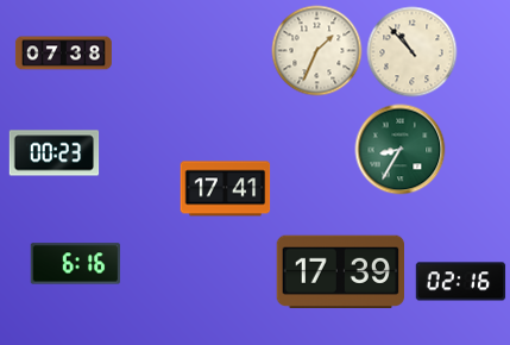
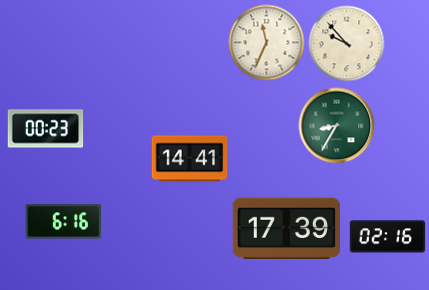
clock at (317, 51): 1:34 -> 11:34
clock at (413, 52): 10:53 -> 9:53
clock at (63, 54): 07:38 -> none
clock at (226, 189): 17:41 -> 14:41
